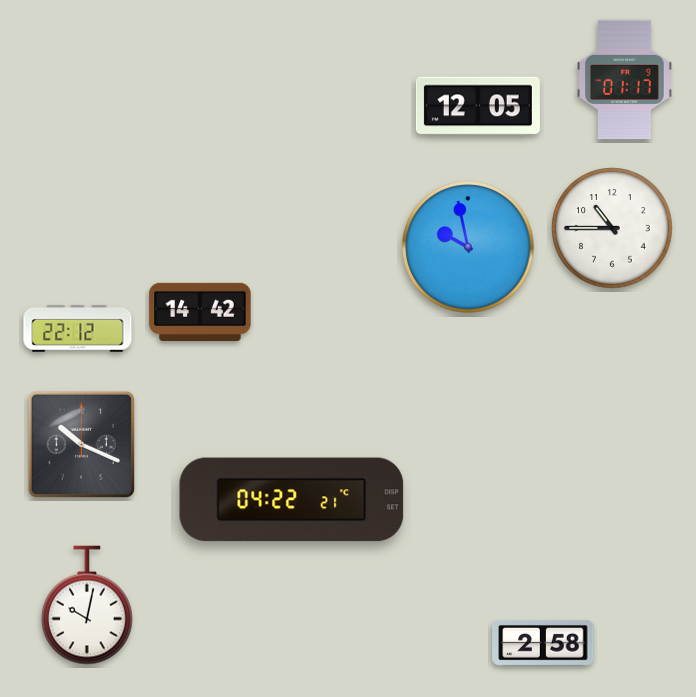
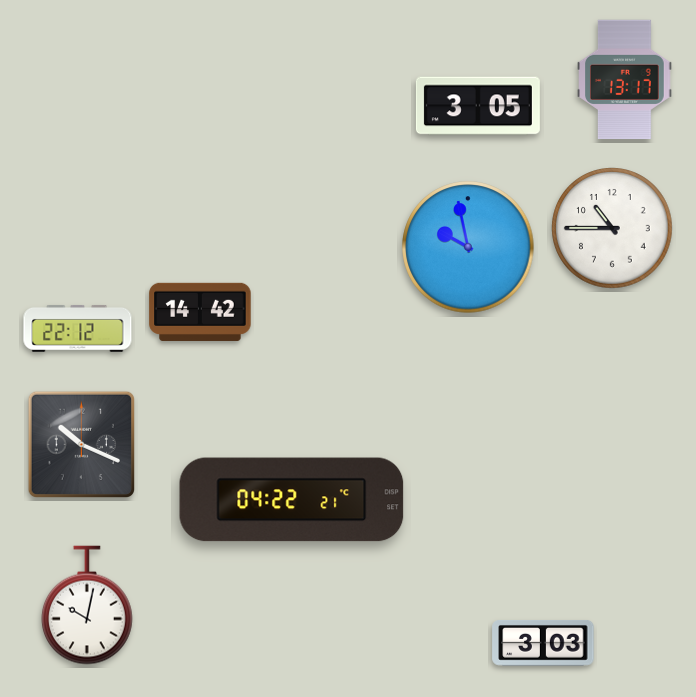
clock at (625, 80): 01:17 -> 13:17
clock at (478, 106): 12:05 -> 3:05
clock at (543, 643): 2:58 -> 3:03
